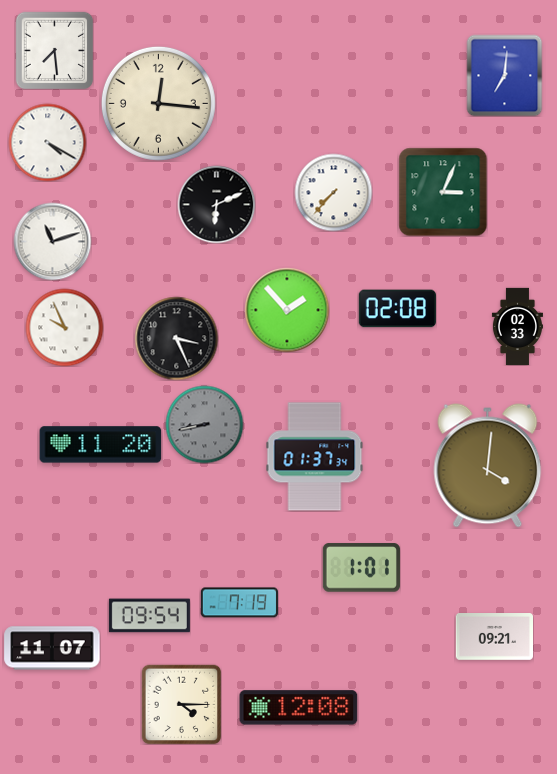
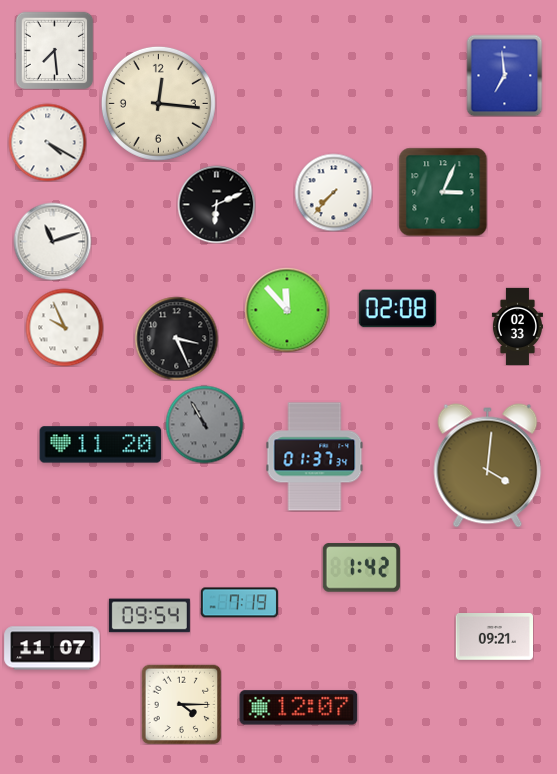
clock at (505, 75): 7:01 -> 6:59
clock at (287, 310): 1:53 -> 11:53
clock at (204, 424): 8:43 -> 10:55
clock at (361, 568): 1:01 -> 1:42
clock at (299, 708): 12:08 -> 12:07
